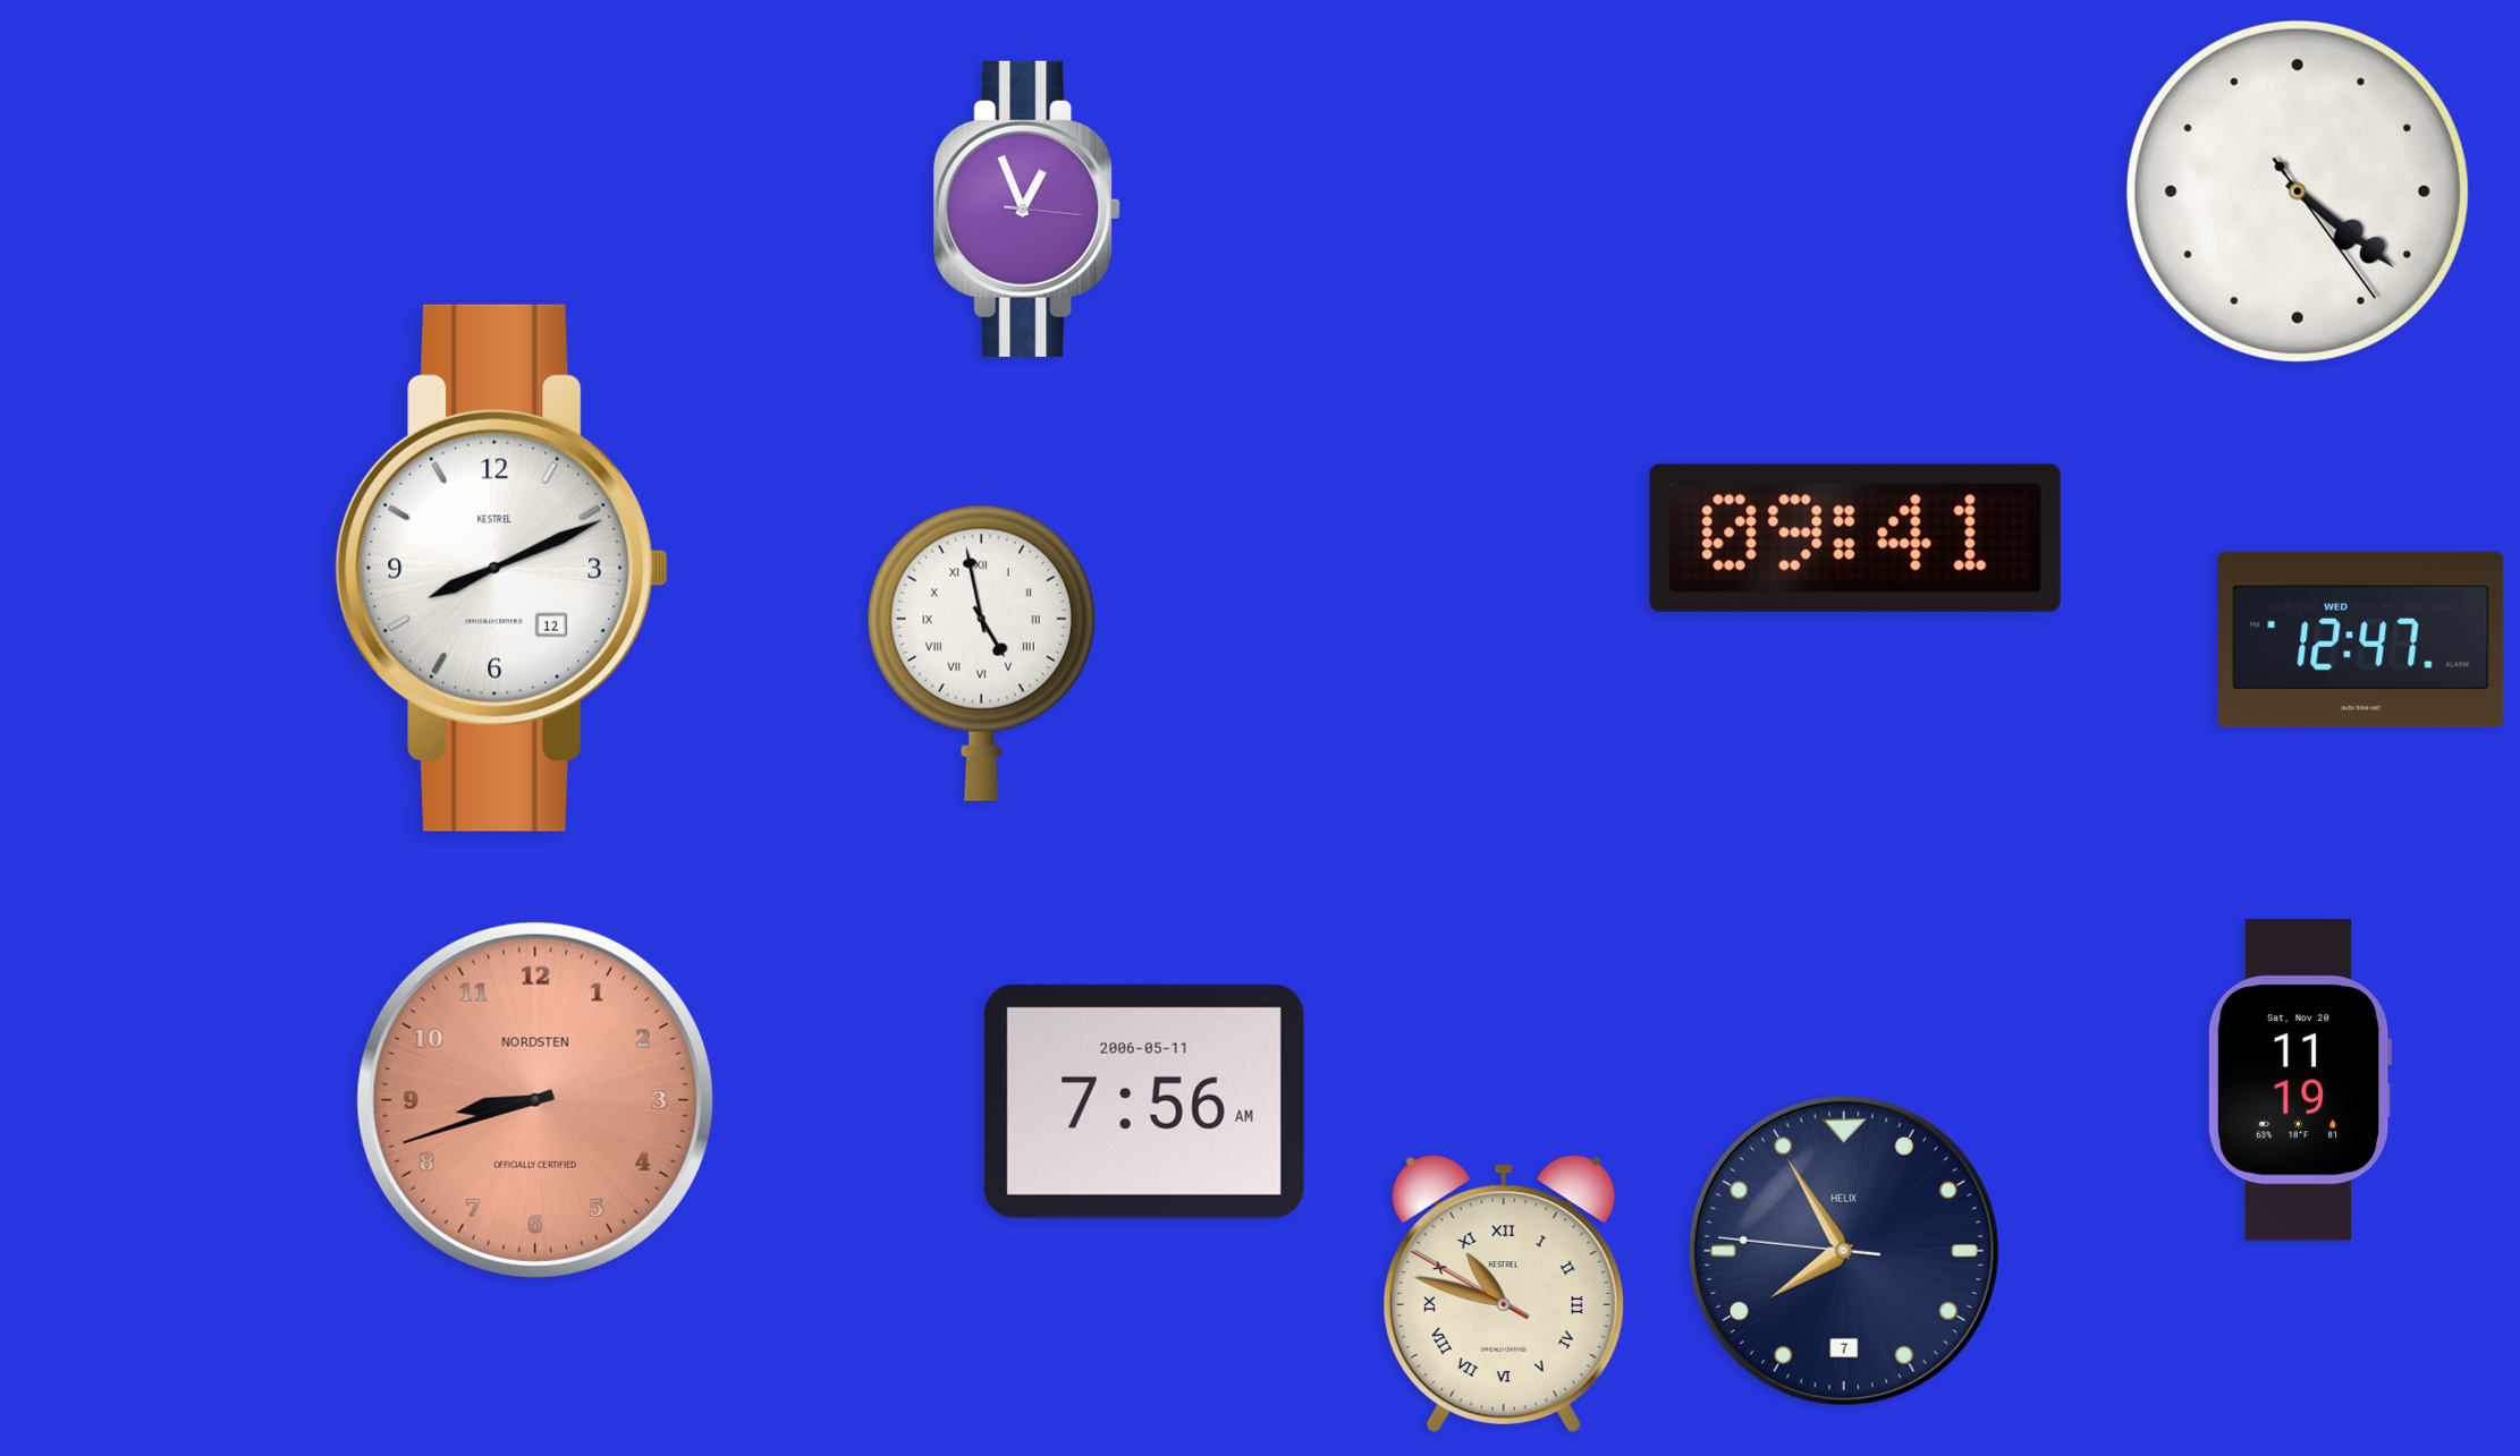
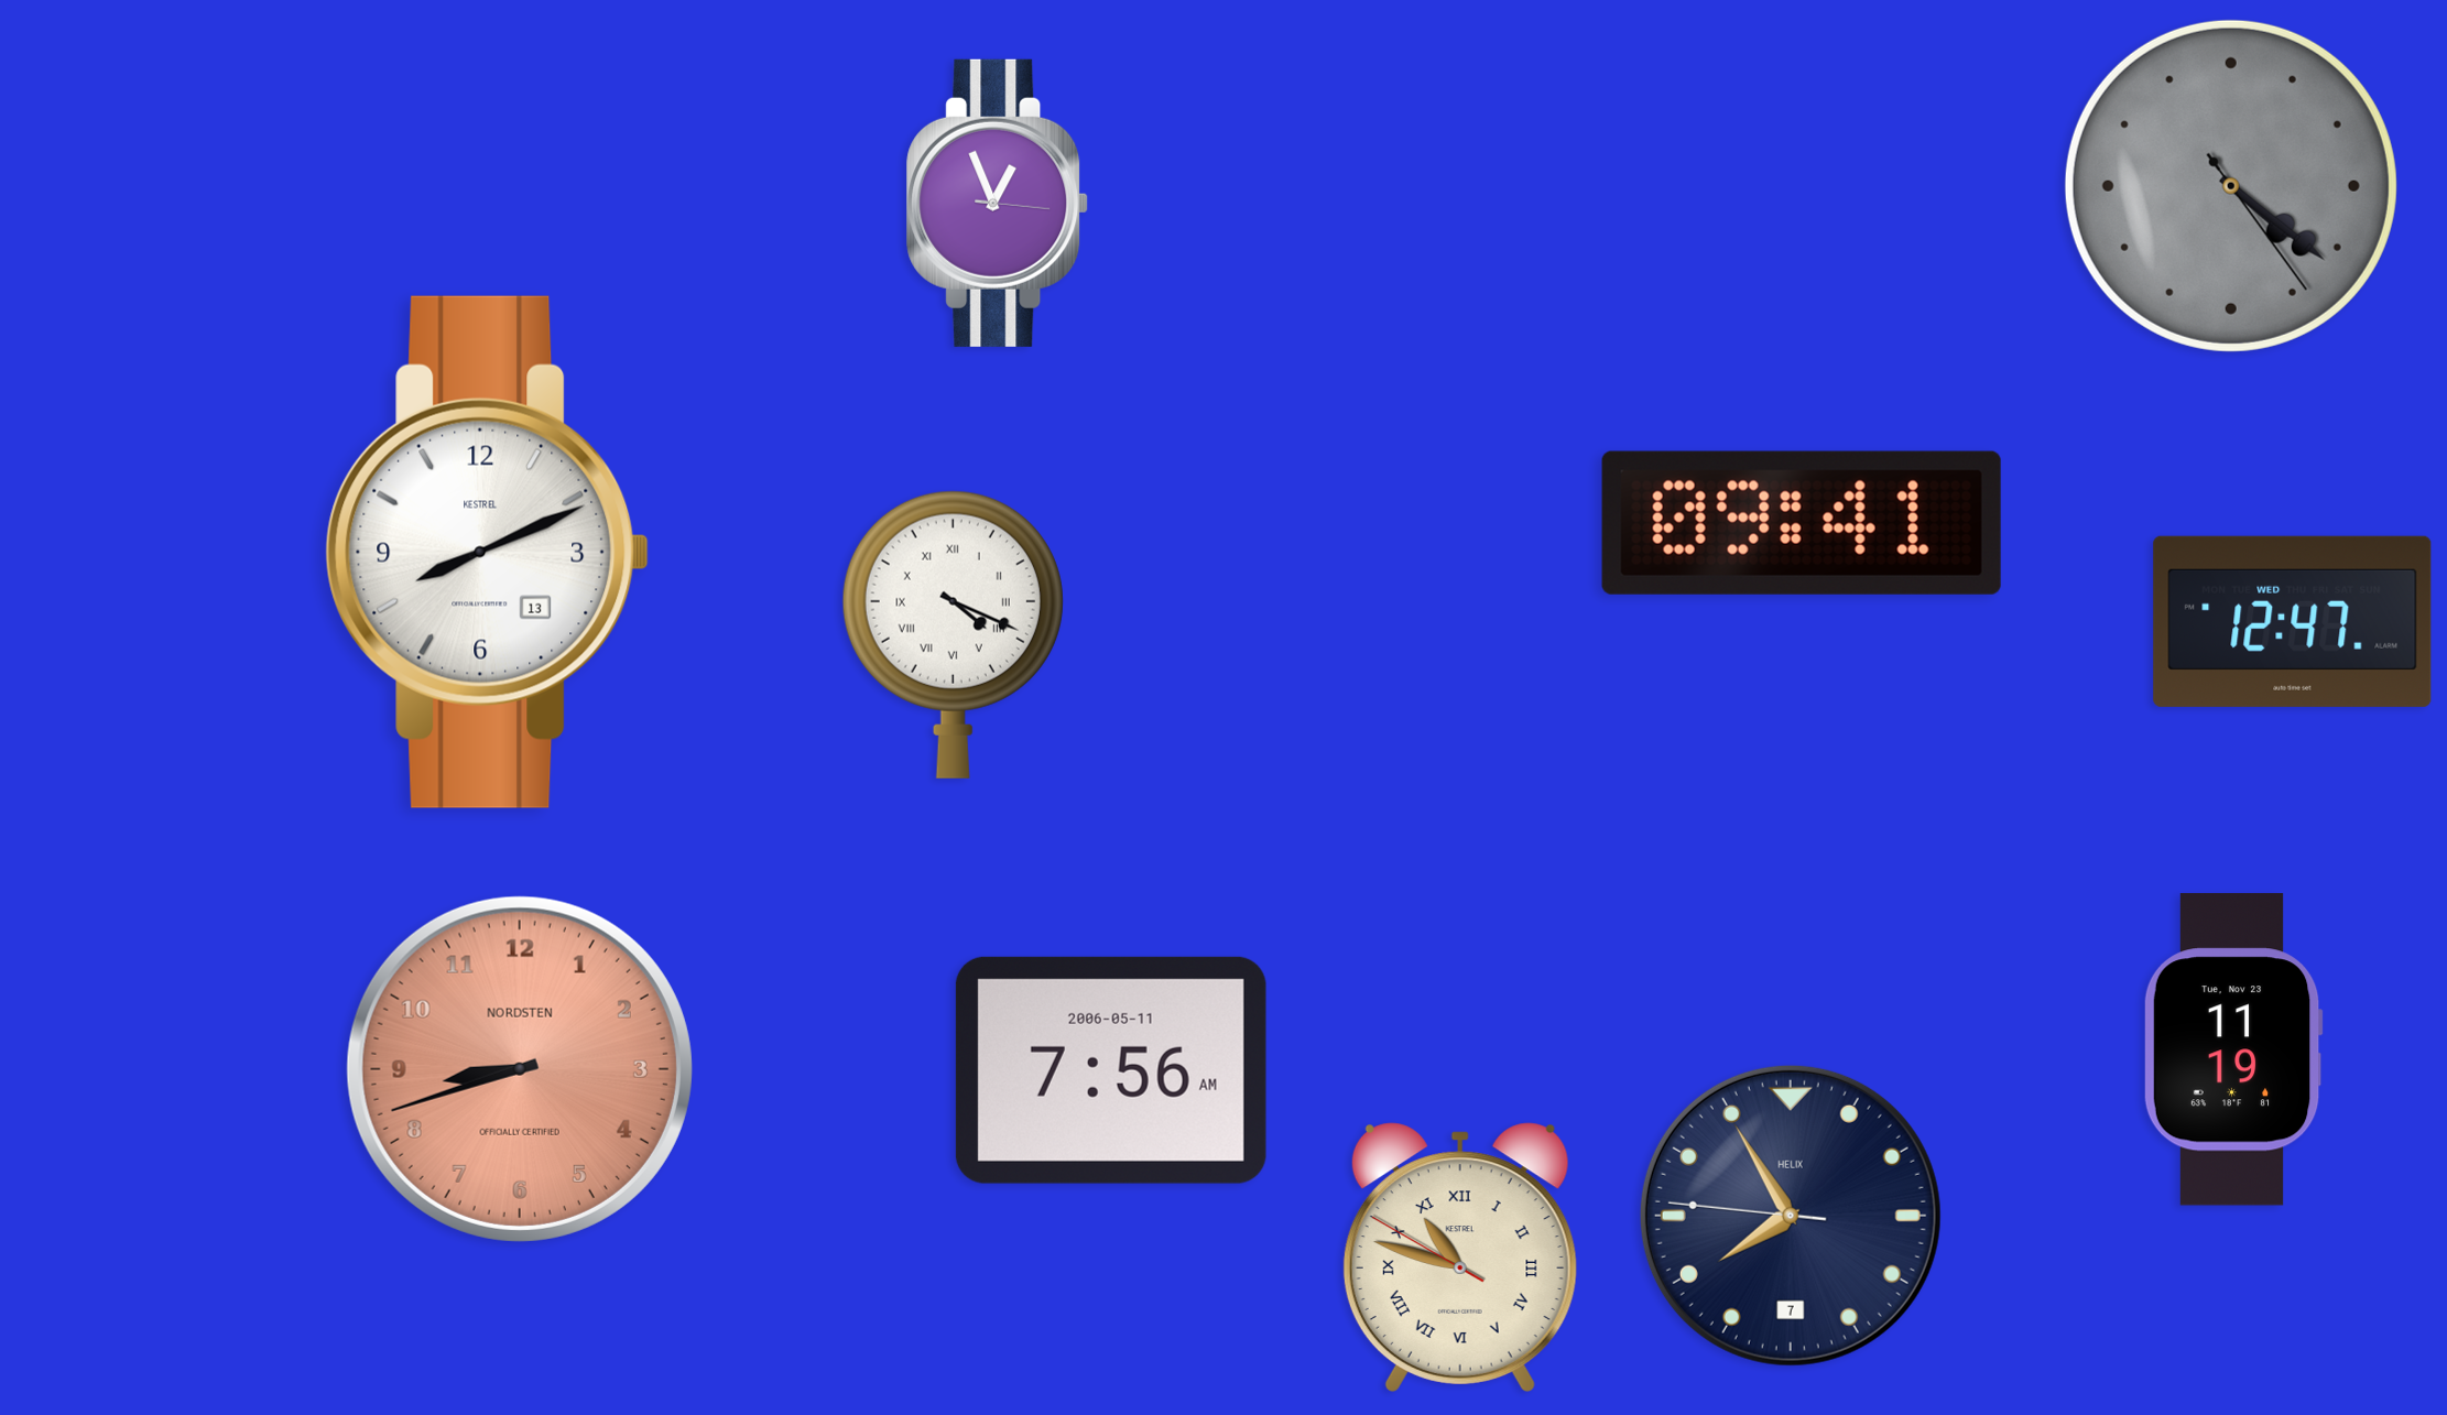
clock at (2298, 191) dial: white -> grey
clock at (502, 568) date: 12 -> 13
clock at (981, 653): 4:58 -> 4:19
clock at (2300, 1080) date: Sat, Nov 20 -> Tue, Nov 23
